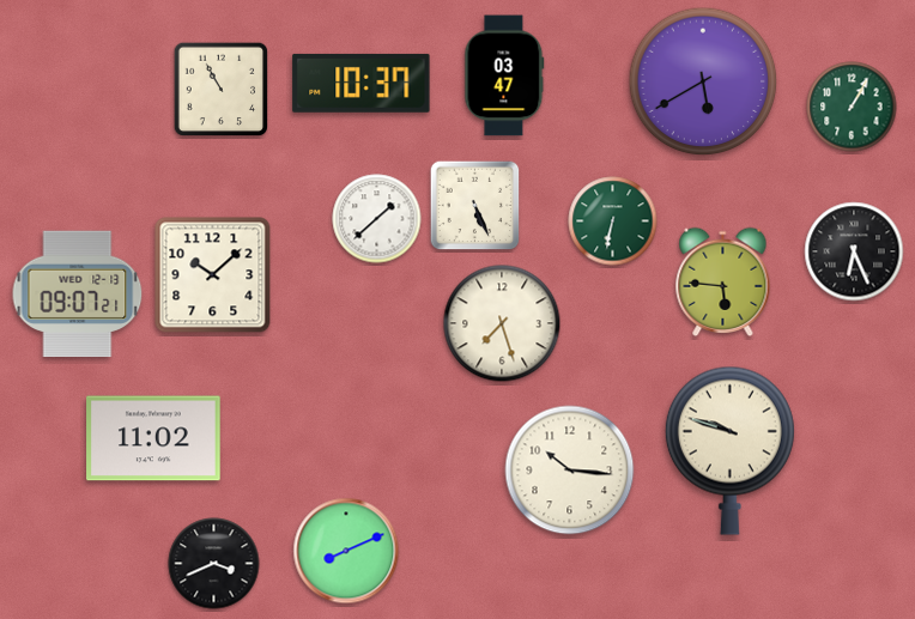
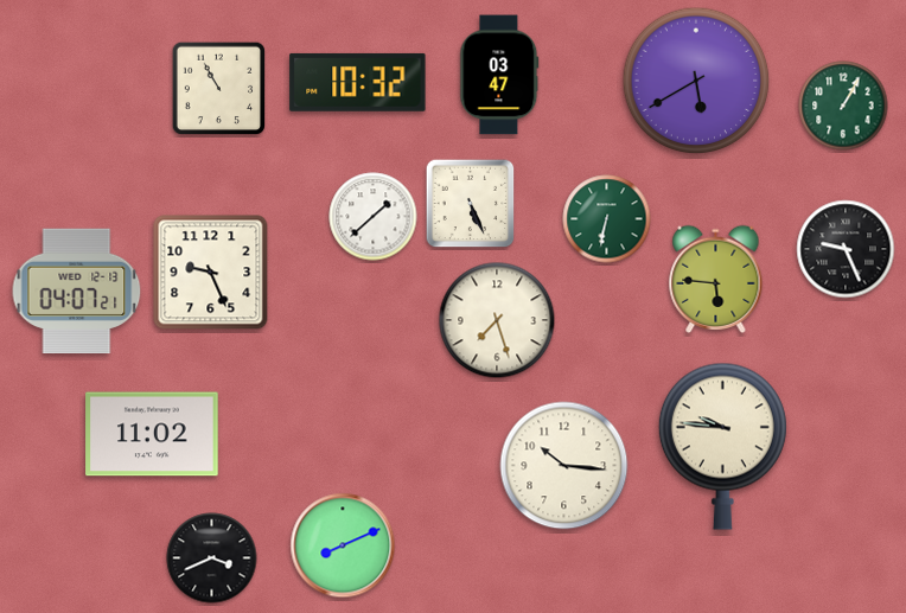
clock at (362, 83): 10:37 -> 10:32
clock at (854, 251): 6:26 -> 9:26
clock at (213, 275): 10:08 -> 9:26
clock at (78, 295): 09:07 -> 04:07
clock at (729, 450): 9:48 -> 9:46
